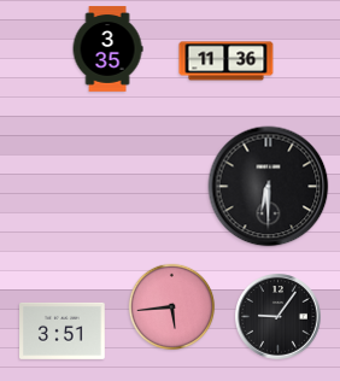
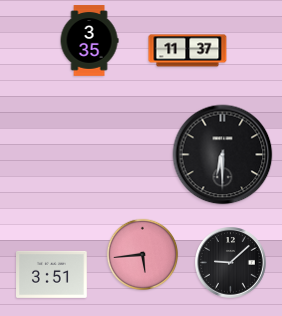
clock at (227, 61): 11:36 -> 11:37
clock at (279, 317): 9:06 -> 9:08
